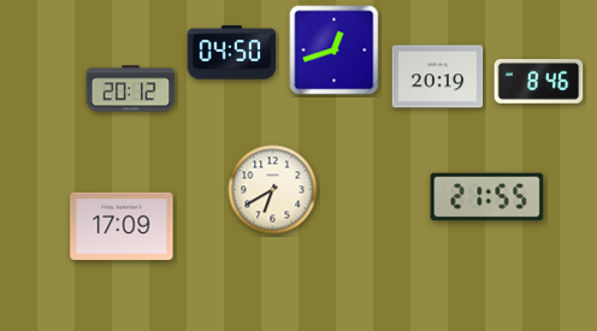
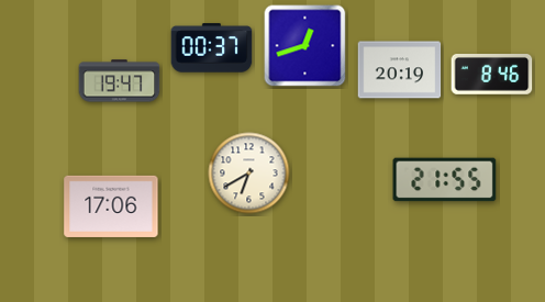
clock at (232, 53): 04:50 -> 00:37
clock at (131, 89): 20:12 -> 19:47
clock at (122, 226): 17:09 -> 17:06
